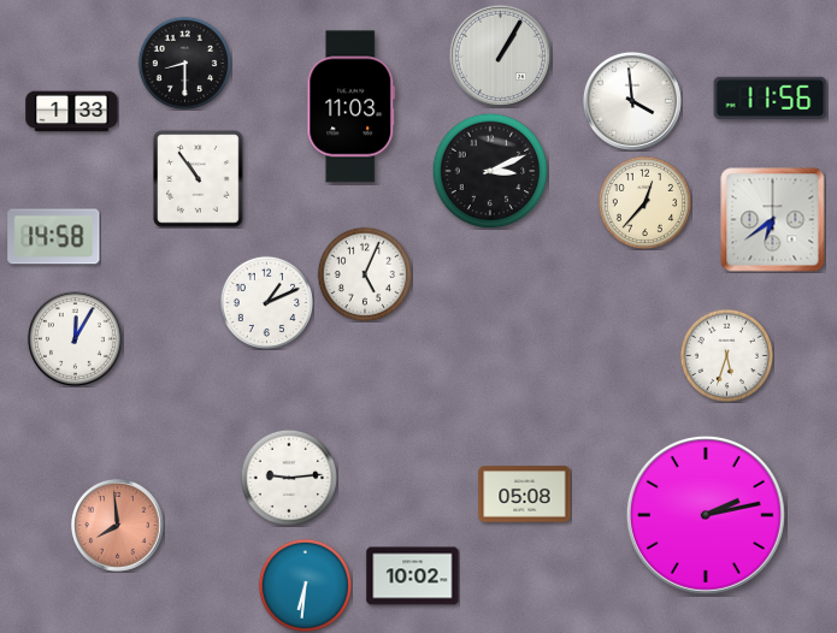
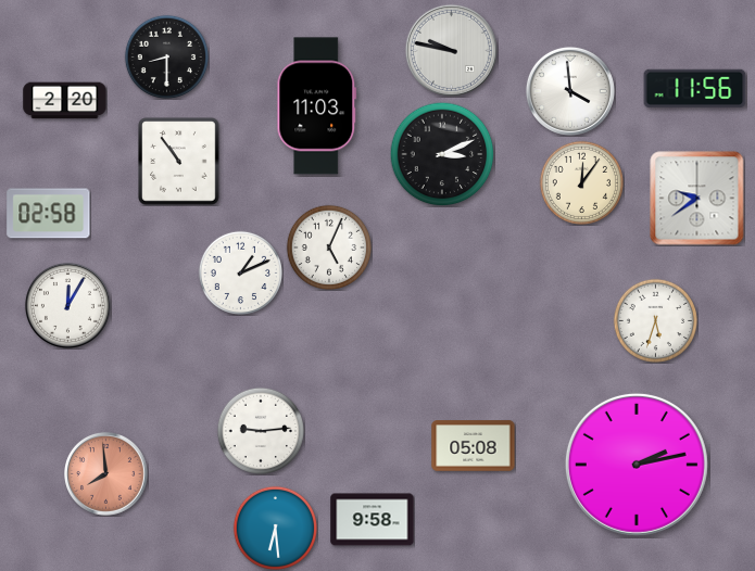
clock at (500, 55): 1:05 -> 9:47
clock at (352, 107) position: (352, 107) -> (317, 106)
clock at (72, 112): 1:33 -> 2:20
clock at (644, 202): 12:37 -> 12:06
clock at (773, 220): 6:39 -> 9:39
clock at (54, 237): 14:58 -> 02:58
clock at (413, 576): 10:02 -> 9:58
clock at (305, 585): 6:31 -> 6:29
